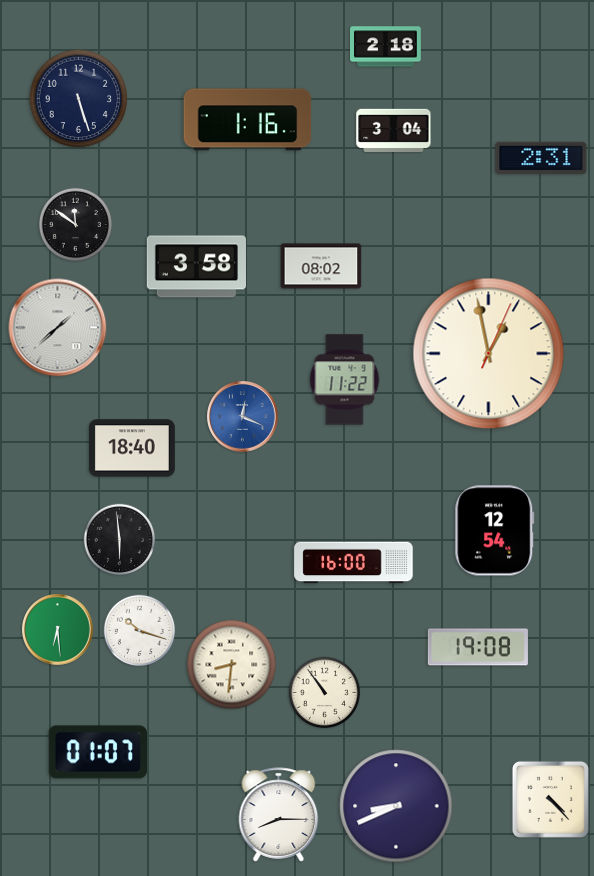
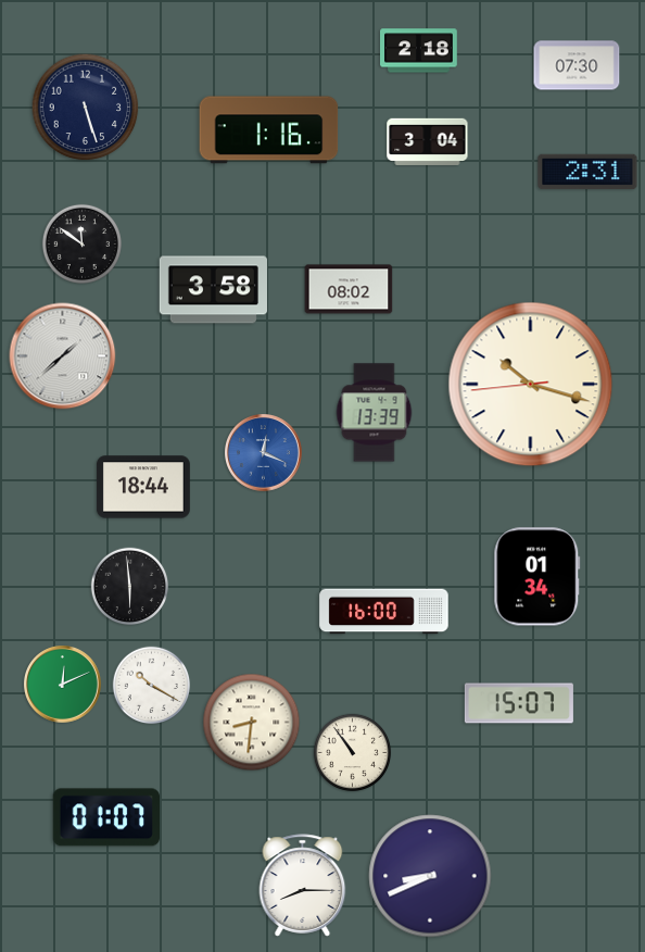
clock at (577, 65): none -> 07:30
clock at (489, 354): 12:58 -> 10:17
clock at (345, 380): 11:22 -> 13:39
clock at (132, 448): 18:40 -> 18:44
clock at (495, 531): 12:54 -> 01:34
clock at (58, 630): 6:29 -> 12:11
clock at (140, 631): 10:18 -> 10:20
clock at (478, 647): 19:08 -> 15:07
clock at (550, 799): 4:23 -> none
